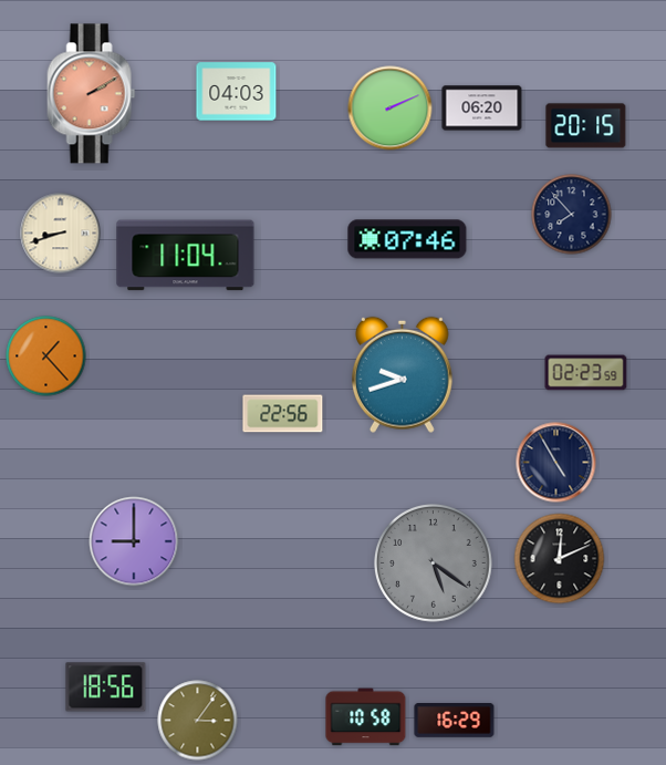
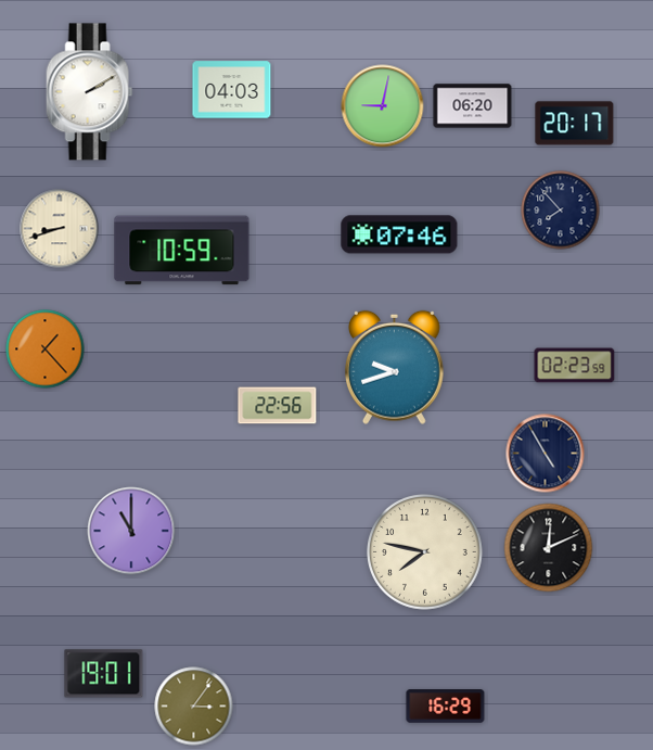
clock at (92, 94) dial: salmon -> white
clock at (391, 108): 2:11 -> 9:02
clock at (586, 126): 20:15 -> 20:17
clock at (186, 256): 11:04 -> 10:59
clock at (134, 541): 9:00 -> 11:00
clock at (434, 564): 5:21 -> 7:47
clock at (434, 564) dial: grey -> cream
clock at (106, 688): 18:56 -> 19:01
clock at (366, 717): 10:58 -> none
